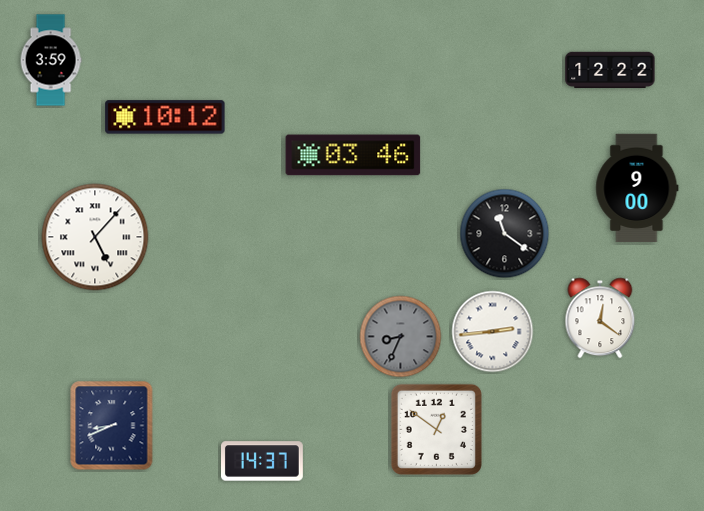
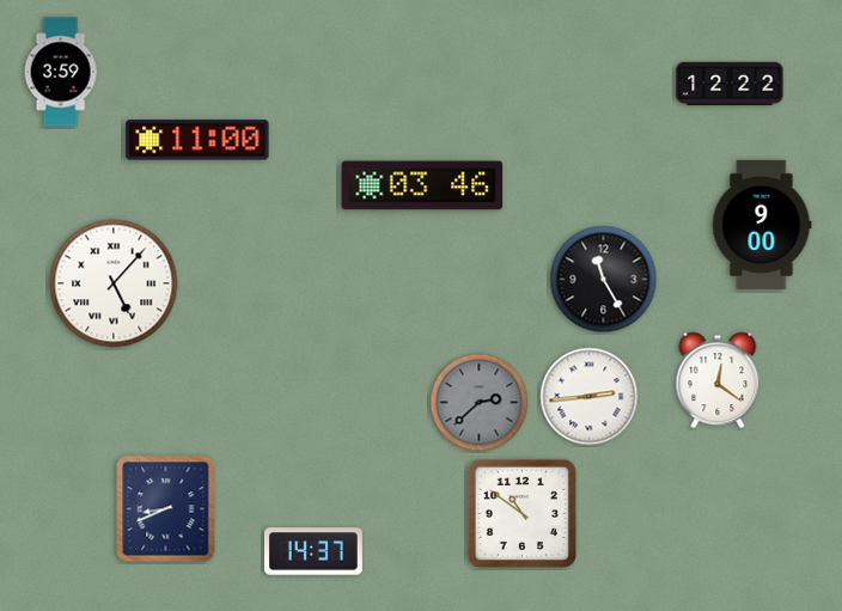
clock at (165, 117): 10:12 -> 11:00
clock at (505, 234): 11:21 -> 11:25
clock at (401, 337): 8:34 -> 2:38
clock at (112, 426) position: (112, 426) -> (166, 509)
clock at (436, 429): 12:51 -> 10:51
